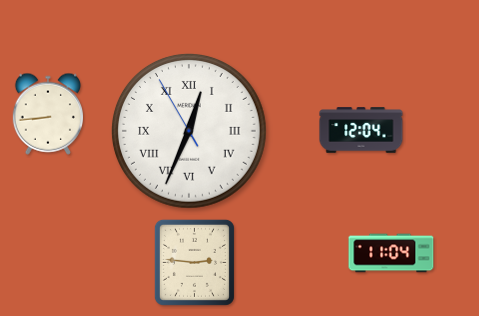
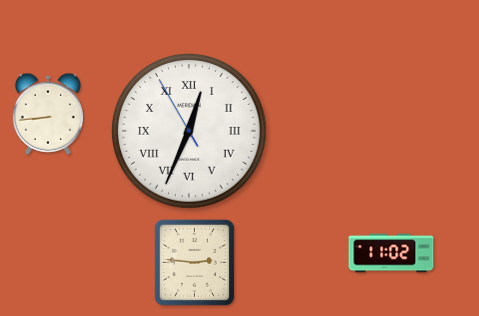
clock at (361, 130): 12:04 -> none
clock at (391, 253): 11:04 -> 11:02
